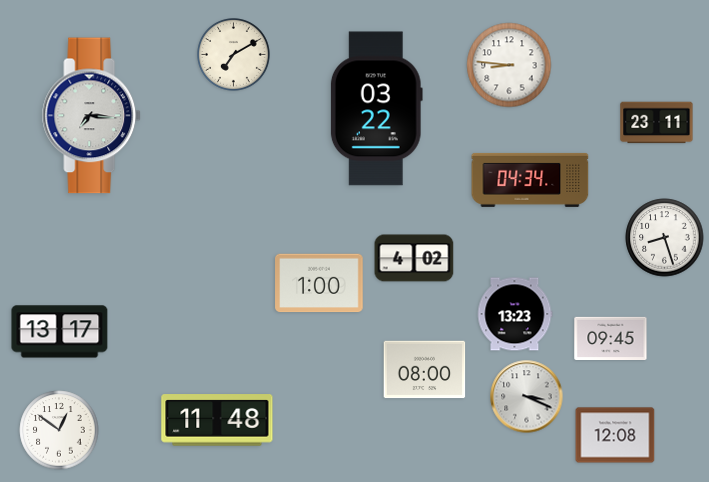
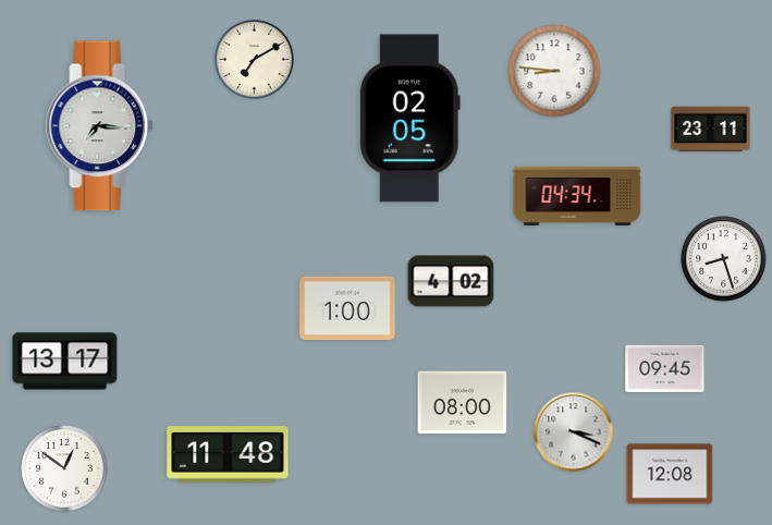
clock at (376, 109): 03:22 -> 02:05
clock at (657, 123) position: (657, 123) -> (711, 130)
clock at (515, 314): 13:23 -> none
clock at (217, 420) position: (217, 420) -> (228, 454)
